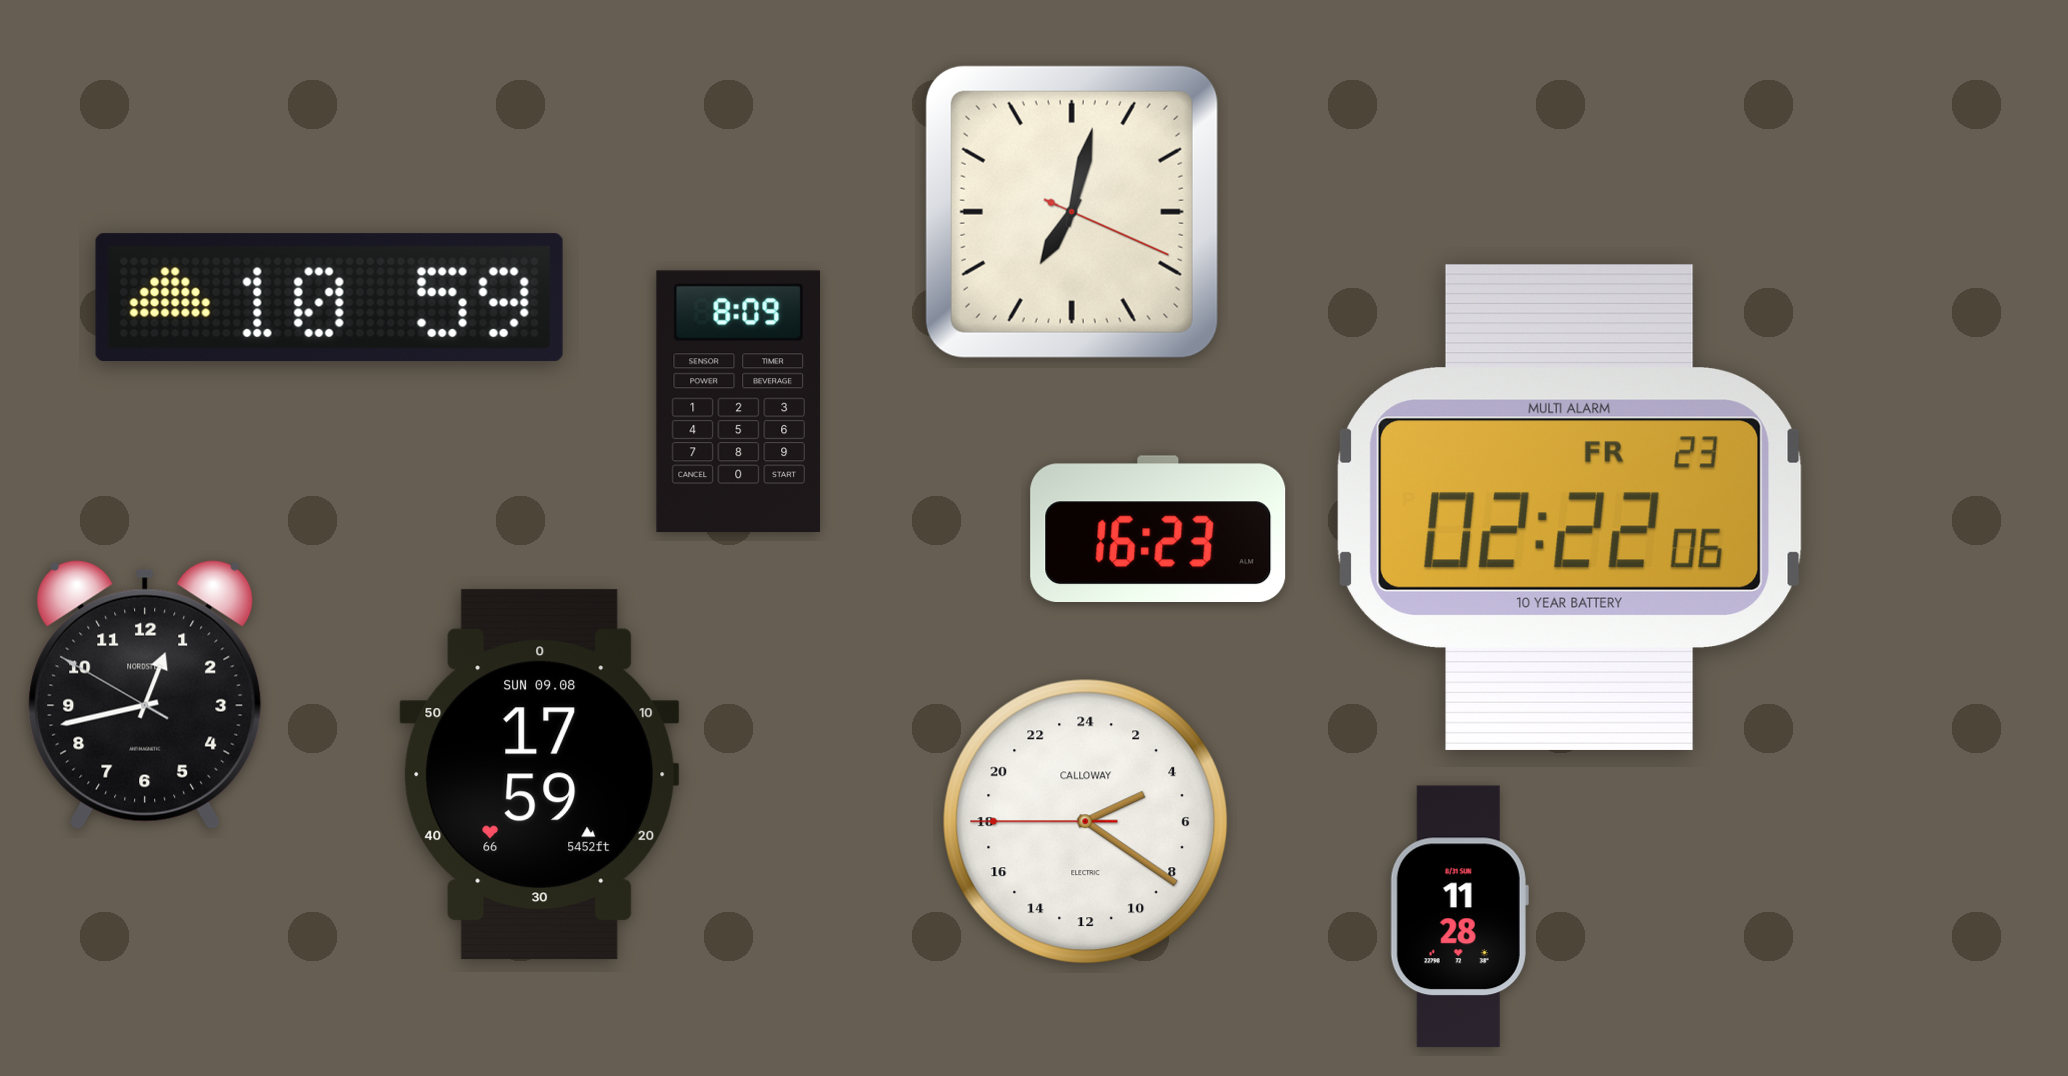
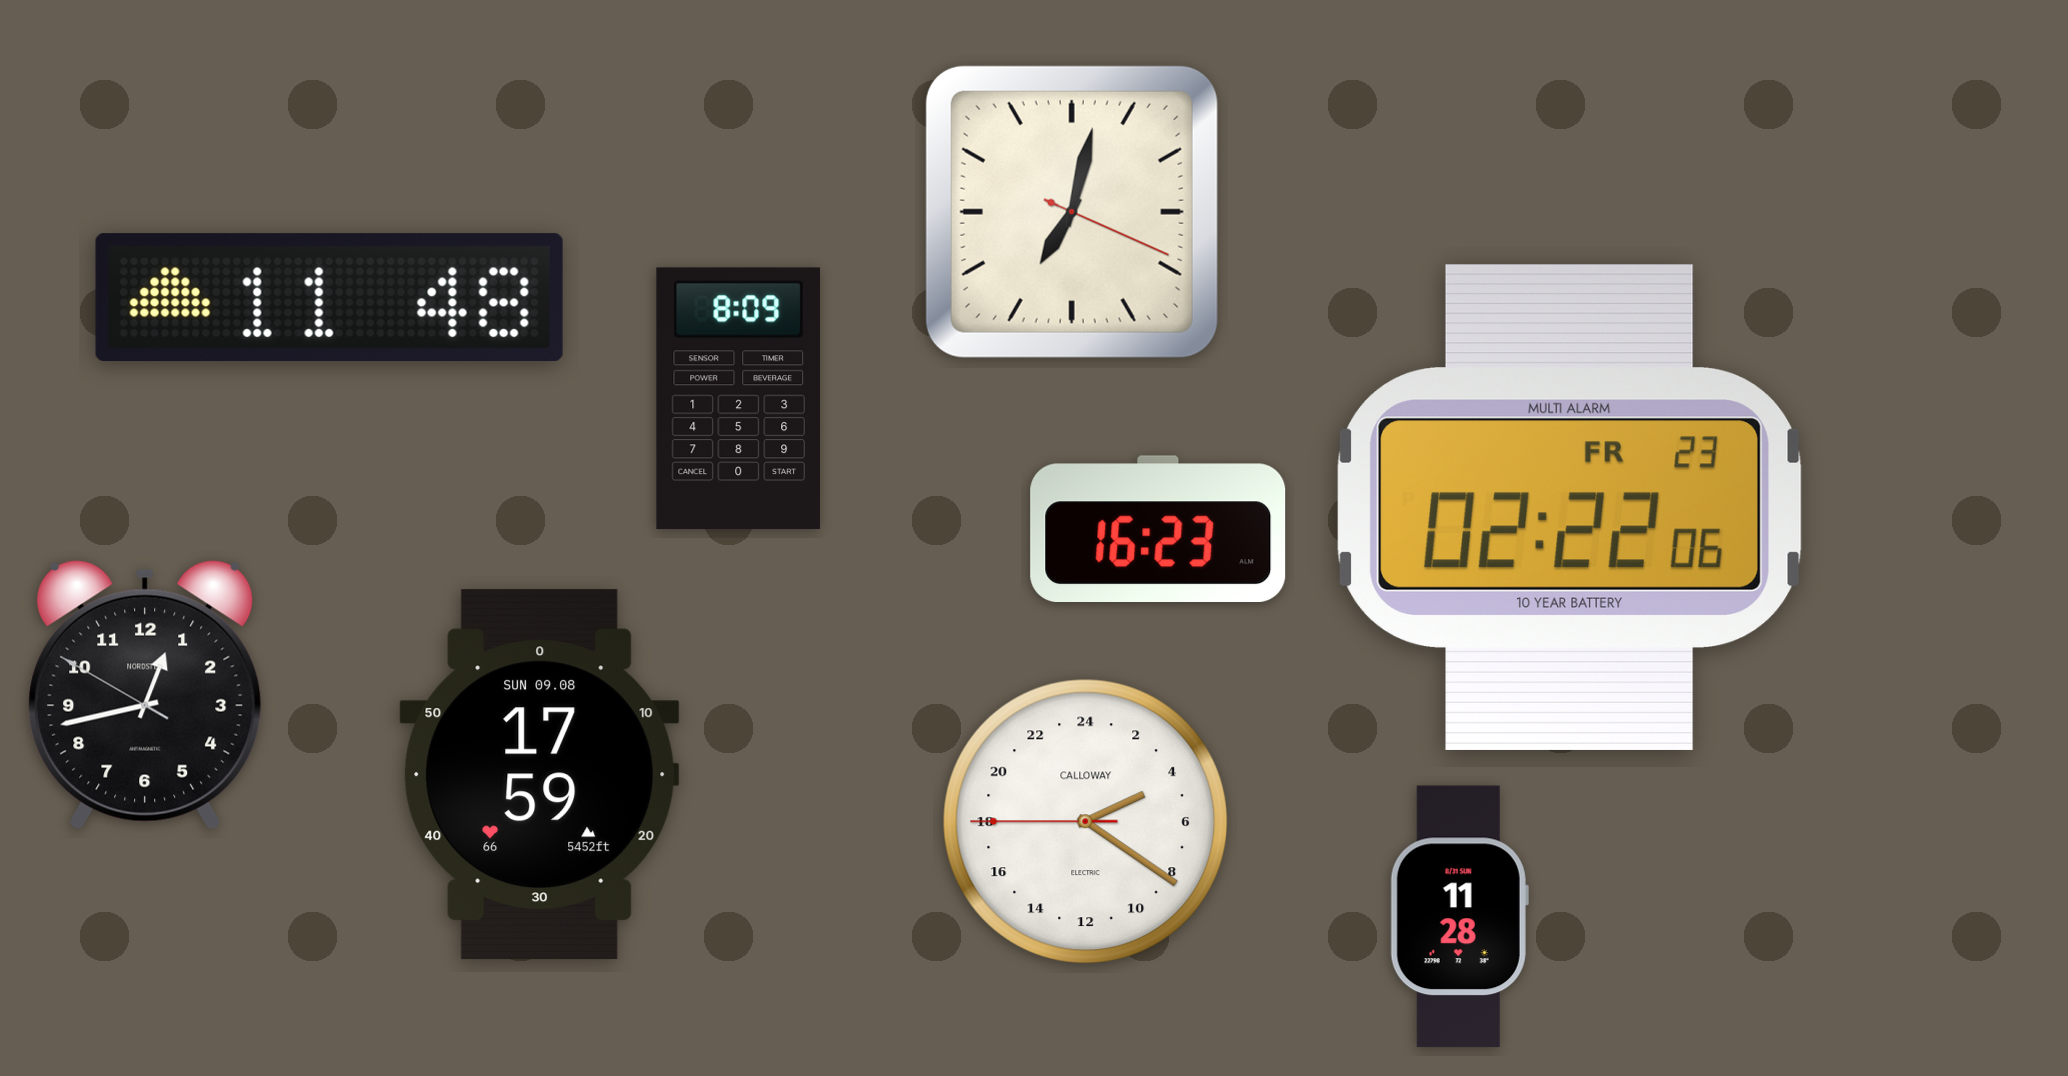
clock at (329, 297): 10:59 -> 11:48
clock at (738, 401) position: (738, 401) -> (738, 398)
